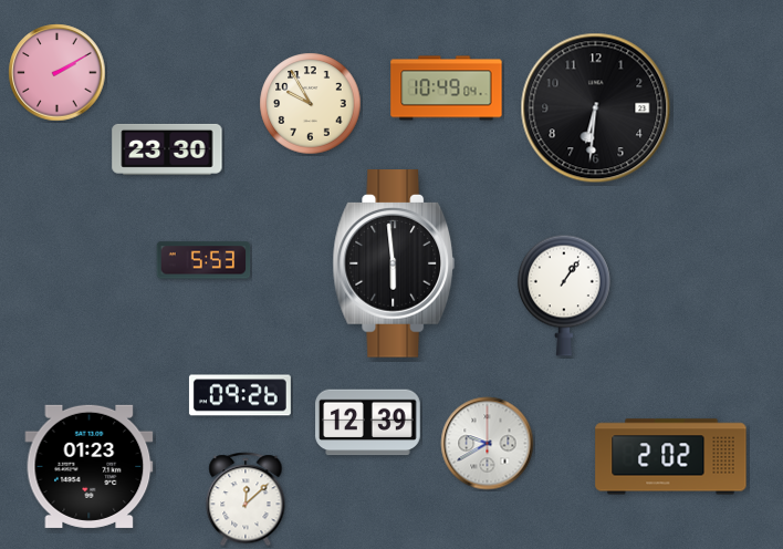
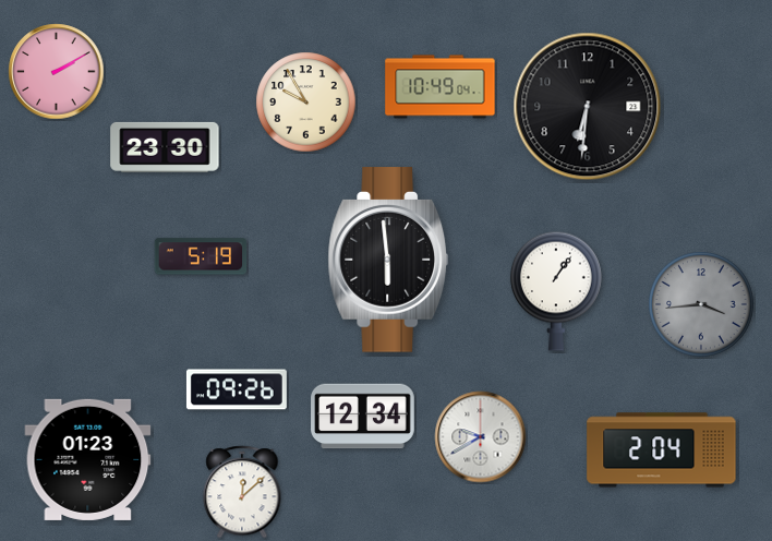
clock at (203, 260): 5:53 -> 5:19
clock at (701, 304): none -> 3:44
clock at (368, 423): 12:39 -> 12:34
clock at (671, 457): 2:02 -> 2:04
